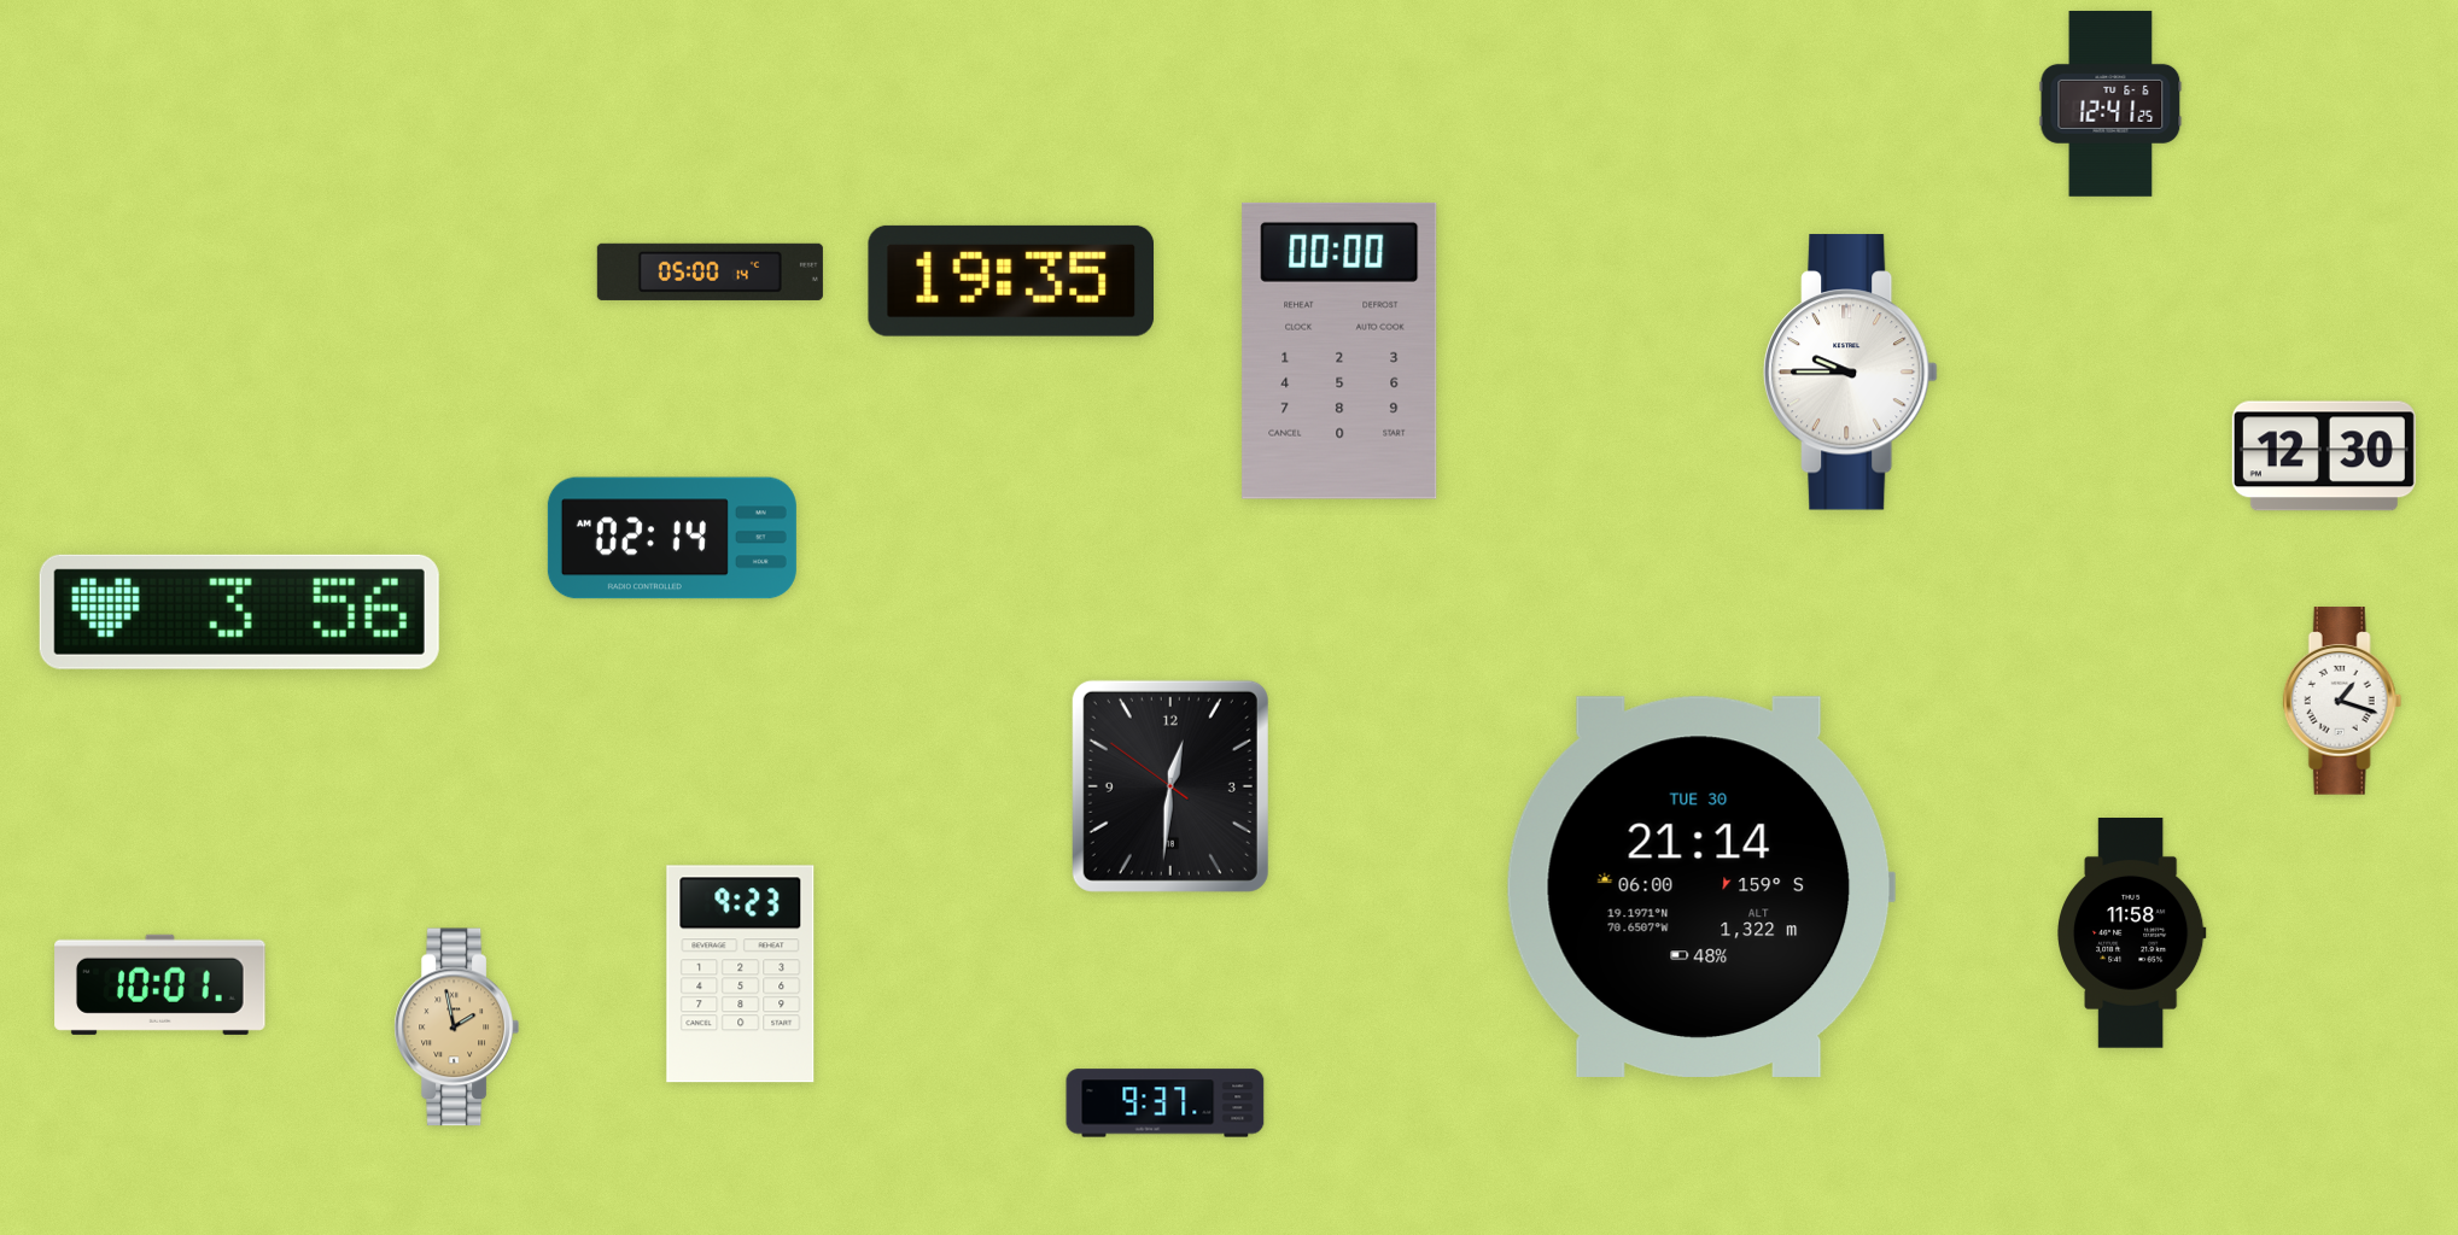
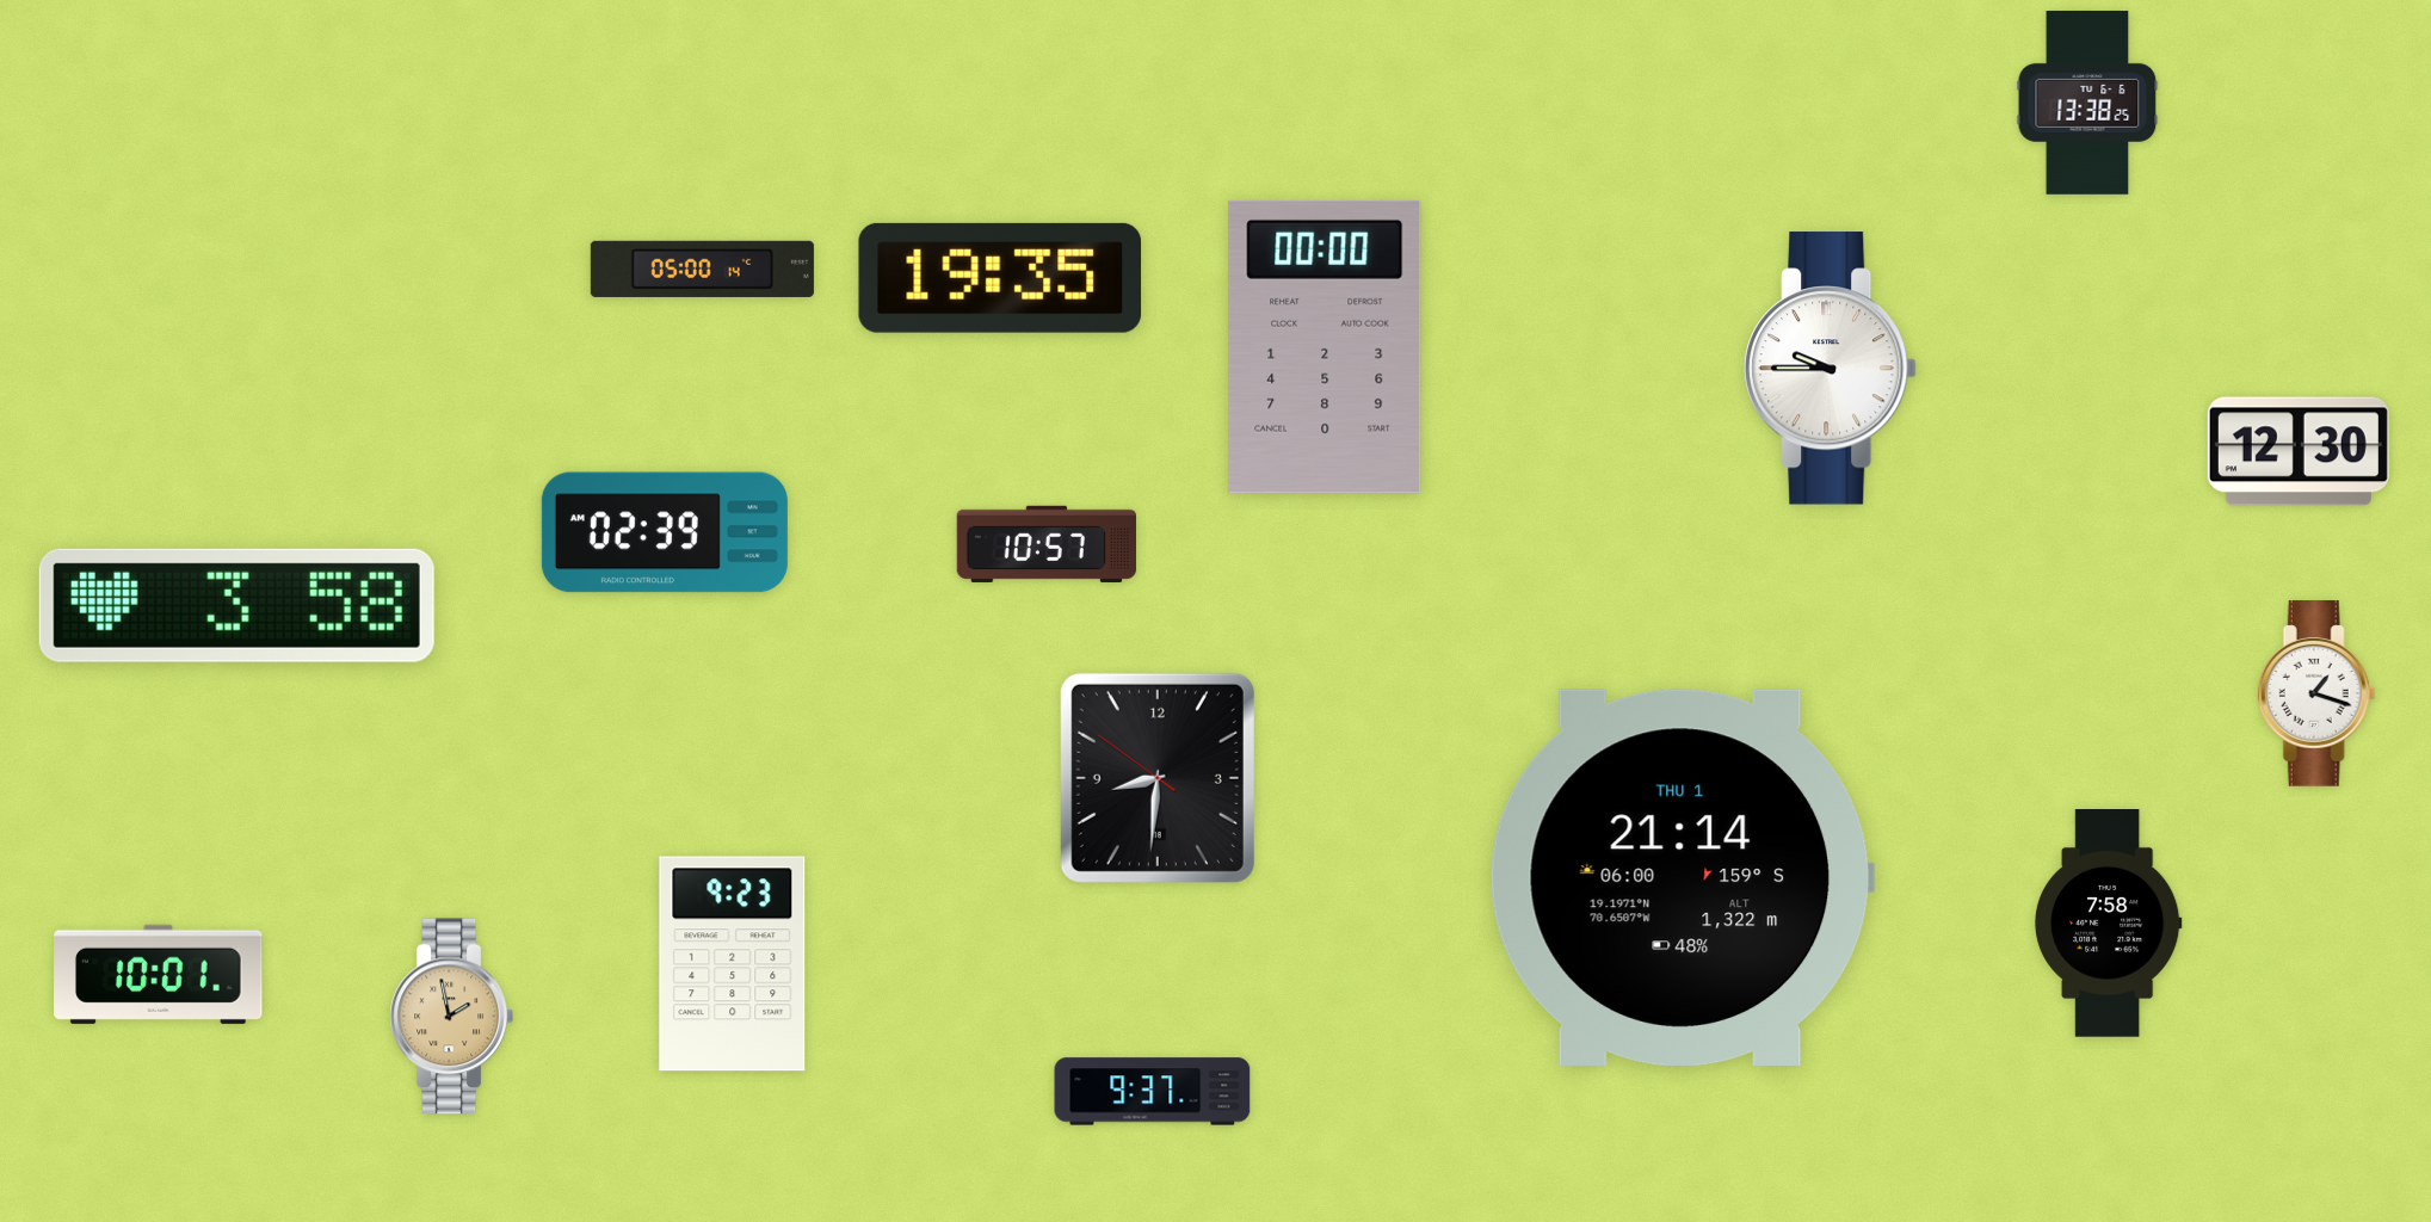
clock at (2110, 104): 12:41 -> 13:38
clock at (672, 538): 02:14 -> 02:39
clock at (1047, 544): none -> 10:57
clock at (239, 611): 3:56 -> 3:58
clock at (1170, 786): 12:30 -> 8:30
clock at (1700, 886) date: TUE 30 -> THU 1
clock at (2131, 933): 11:58 -> 7:58
